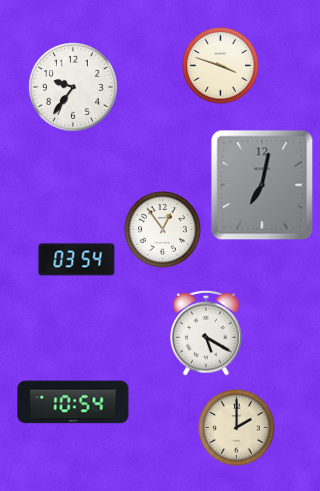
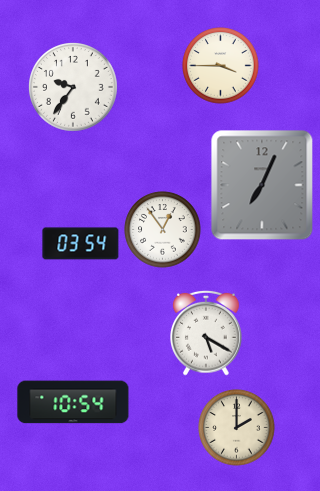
clock at (221, 66): 3:48 -> 3:45
clock at (262, 185): 7:02 -> 7:04
clock at (77, 260) position: (77, 260) -> (81, 244)
